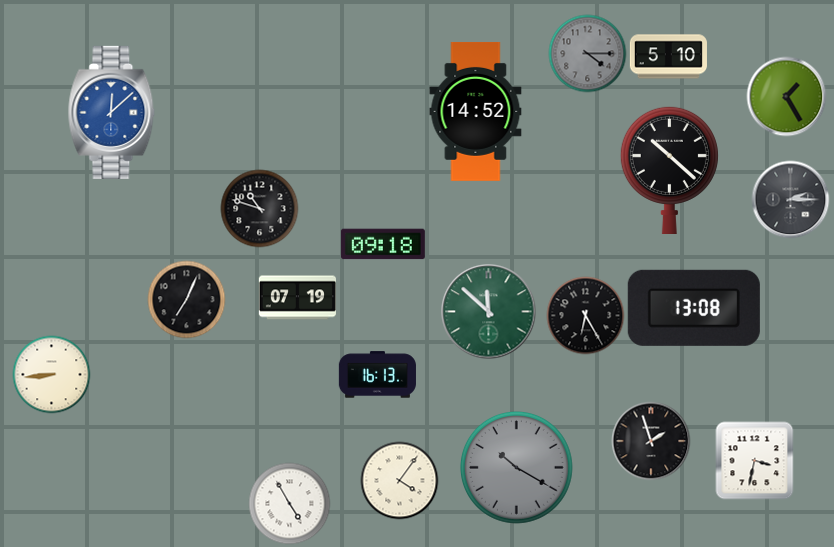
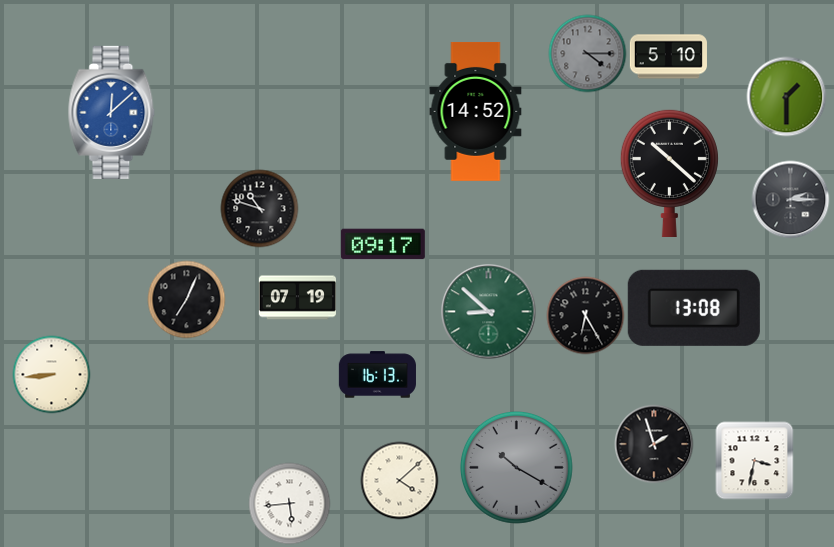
clock at (786, 96): 1:25 -> 1:30
clock at (669, 169) position: (669, 169) -> (669, 172)
clock at (383, 244): 09:18 -> 09:17
clock at (488, 311): 11:52 -> 8:52
clock at (651, 441) position: (651, 441) -> (654, 444)
clock at (399, 480): 4:06 -> 4:08
clock at (289, 503): 4:55 -> 5:44
